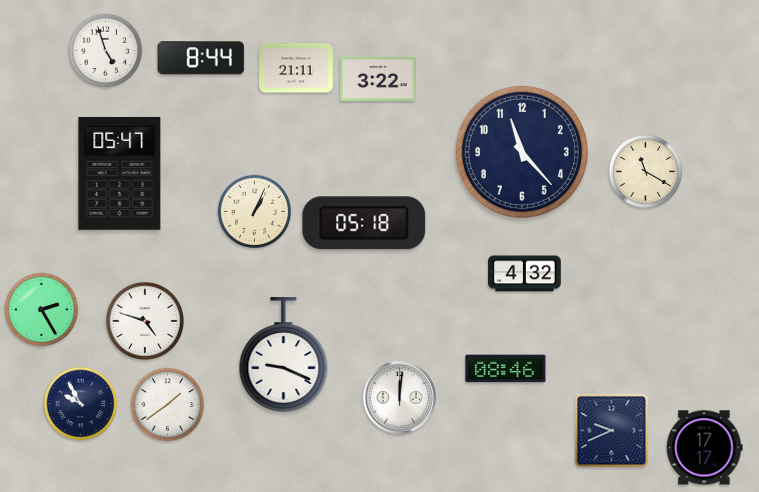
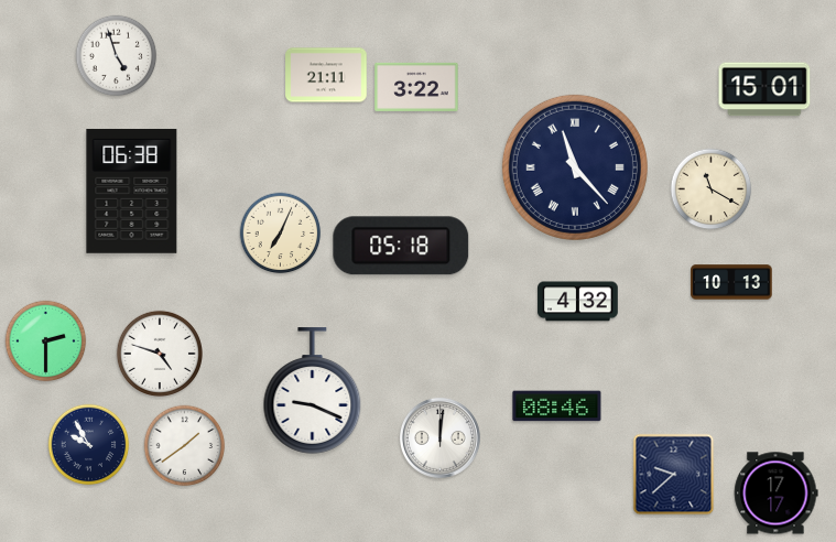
clock at (201, 58): 8:44 -> none
clock at (764, 89): none -> 15:01
clock at (522, 152) numerals: Arabic -> Roman
clock at (120, 173): 05:47 -> 06:38
clock at (255, 212): 1:04 -> 7:04
clock at (731, 282): none -> 10:13
clock at (42, 310): 2:25 -> 2:30
clock at (612, 431): 9:41 -> 9:38
